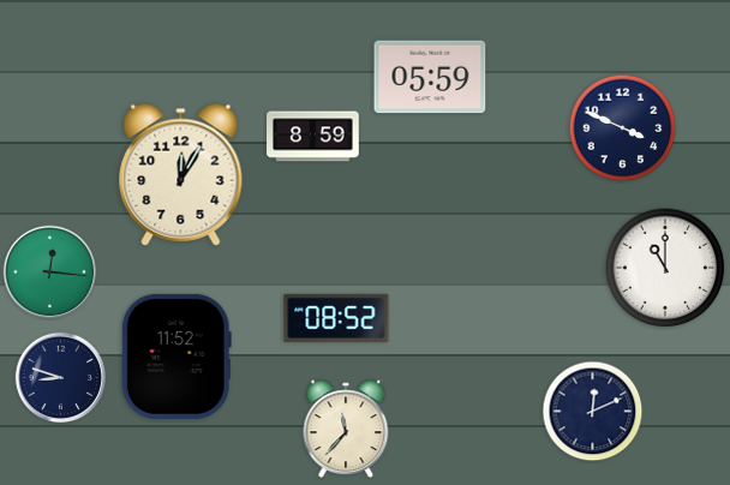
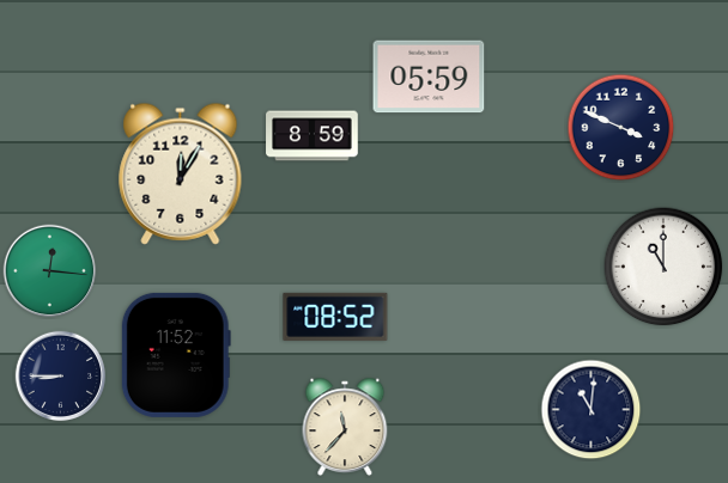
clock at (61, 378): 8:48 -> 8:45
clock at (593, 412): 12:11 -> 11:01
